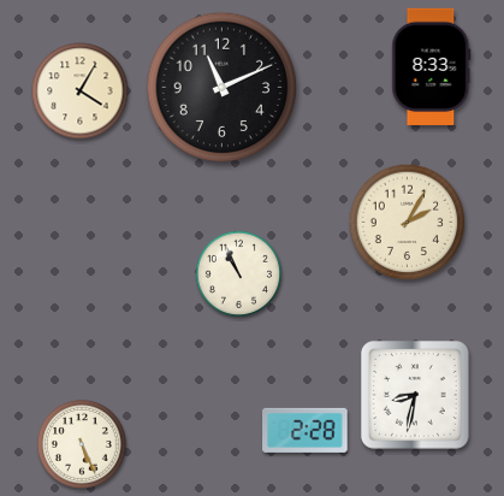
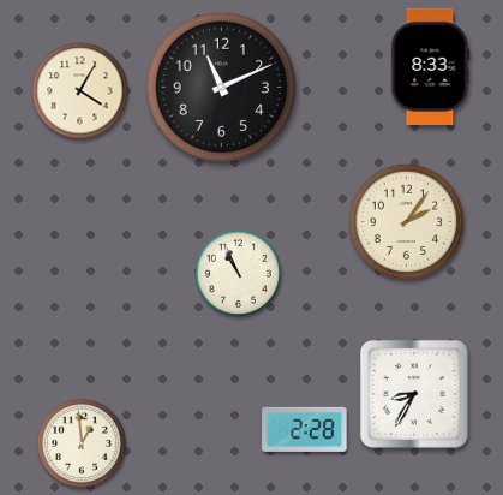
clock at (408, 223): 2:05 -> 2:06
clock at (415, 395): 8:32 -> 8:35
clock at (82, 444): 5:26 -> 12:59
